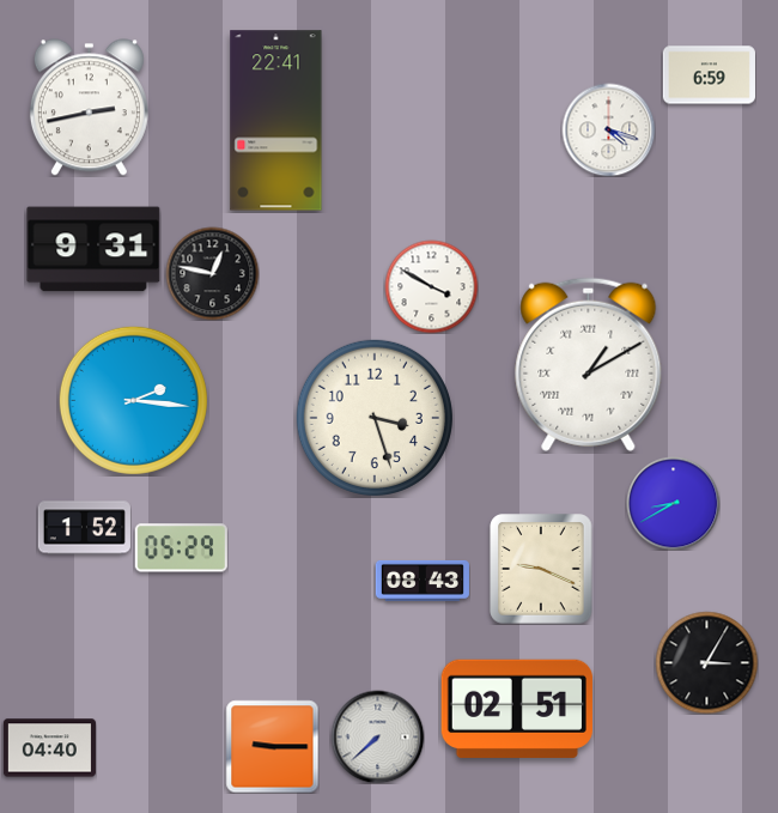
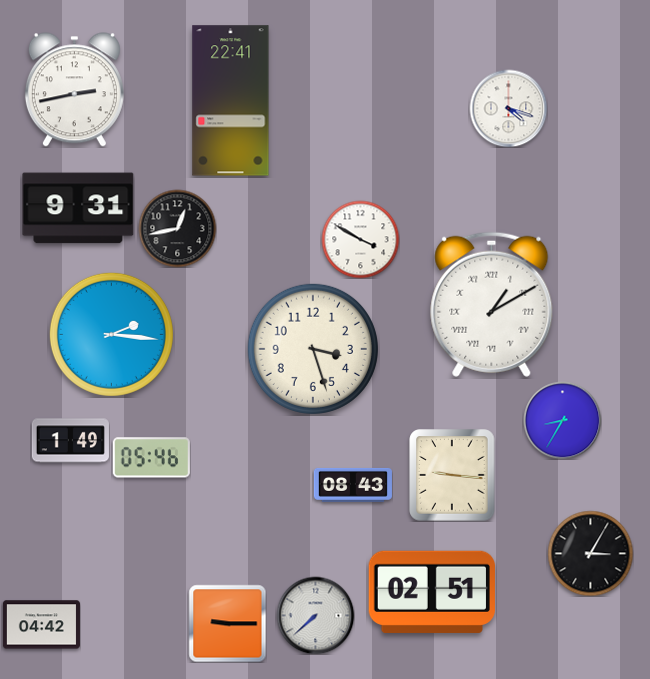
clock at (709, 75): 6:59 -> none
clock at (212, 273): 12:47 -> 12:43
clock at (673, 503): 8:40 -> 8:35
clock at (84, 528): 1:52 -> 1:49
clock at (181, 548): 05:29 -> 05:46
clock at (541, 569): 9:19 -> 9:16
clock at (49, 748): 04:40 -> 04:42
